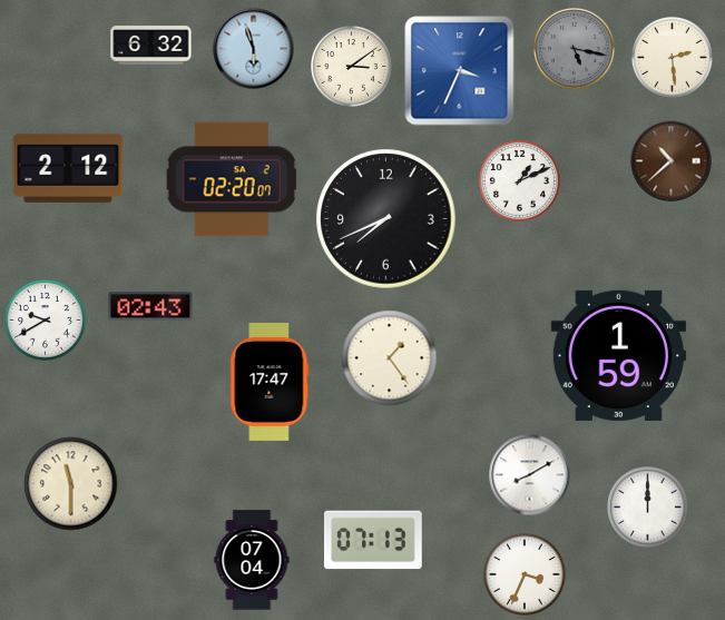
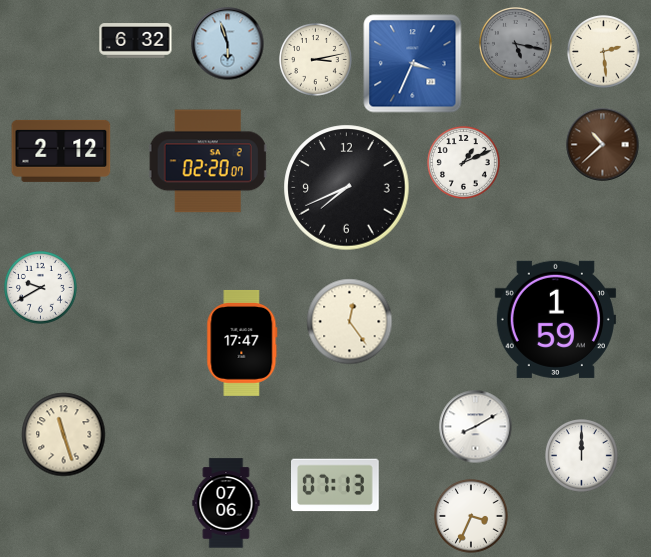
clock at (352, 67): 3:09 -> 3:13
clock at (520, 181) position: (520, 181) -> (464, 163)
clock at (386, 219) position: (386, 219) -> (347, 188)
clock at (150, 306): 02:43 -> none
clock at (390, 358): 1:24 -> 12:24
clock at (71, 484): 11:30 -> 11:27
clock at (252, 560): 07:04 -> 07:06
